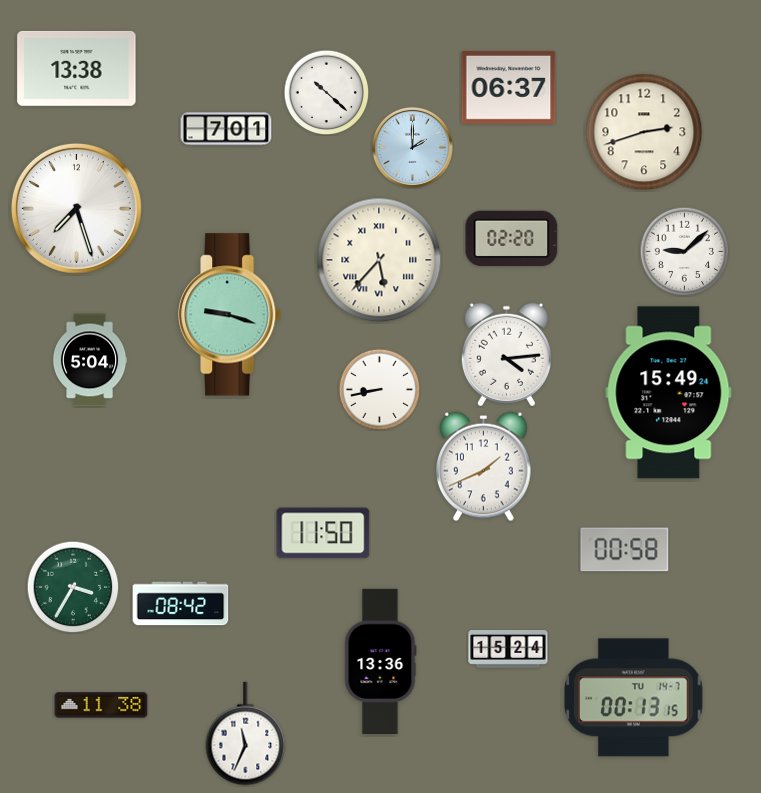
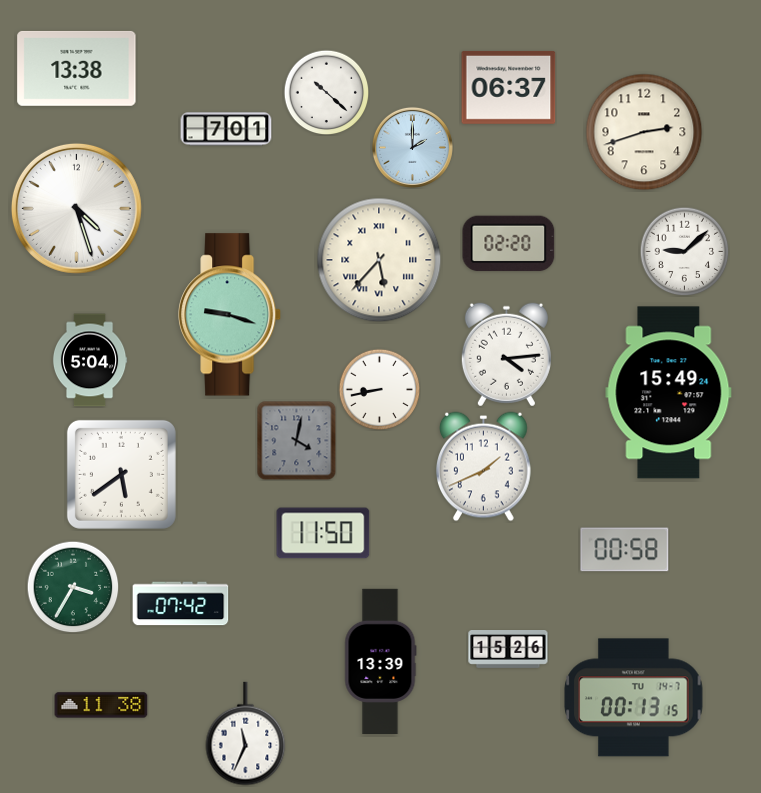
clock at (76, 208): 7:27 -> 4:27
clock at (512, 239) position: (512, 239) -> (509, 244)
clock at (296, 440): none -> 4:02
clock at (121, 474): none -> 5:39
clock at (181, 604): 08:42 -> 07:42
clock at (508, 650): 15:24 -> 15:26
clock at (381, 661): 13:36 -> 13:39
